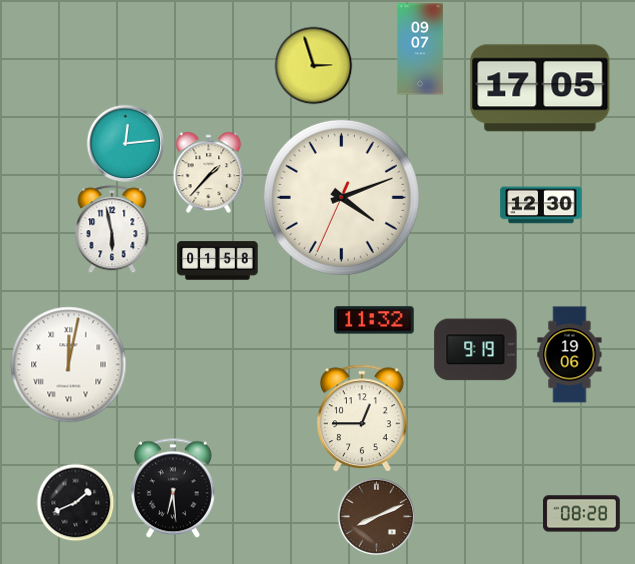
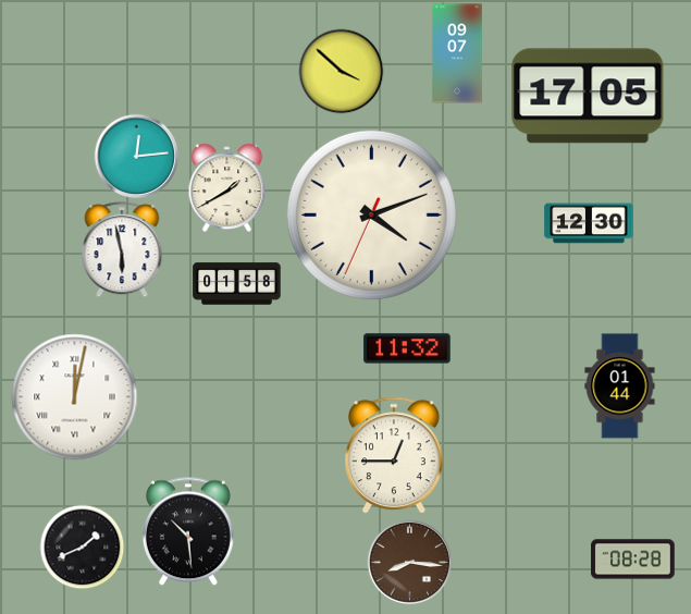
clock at (313, 65): 2:57 -> 3:52
clock at (209, 172): 1:37 -> 1:40
clock at (476, 350): 9:19 -> none
clock at (570, 355): 19:06 -> 01:44
clock at (173, 488): 6:29 -> 10:29
clock at (376, 516): 8:11 -> 8:16
